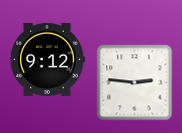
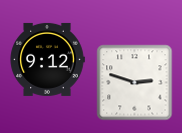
clock at (135, 83): 2:46 -> 2:48
